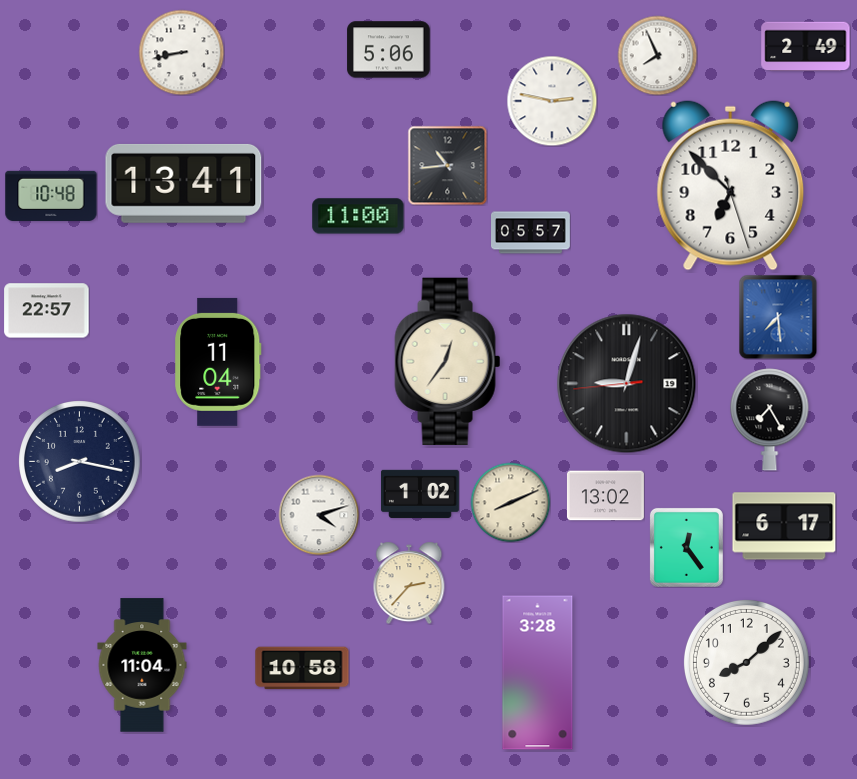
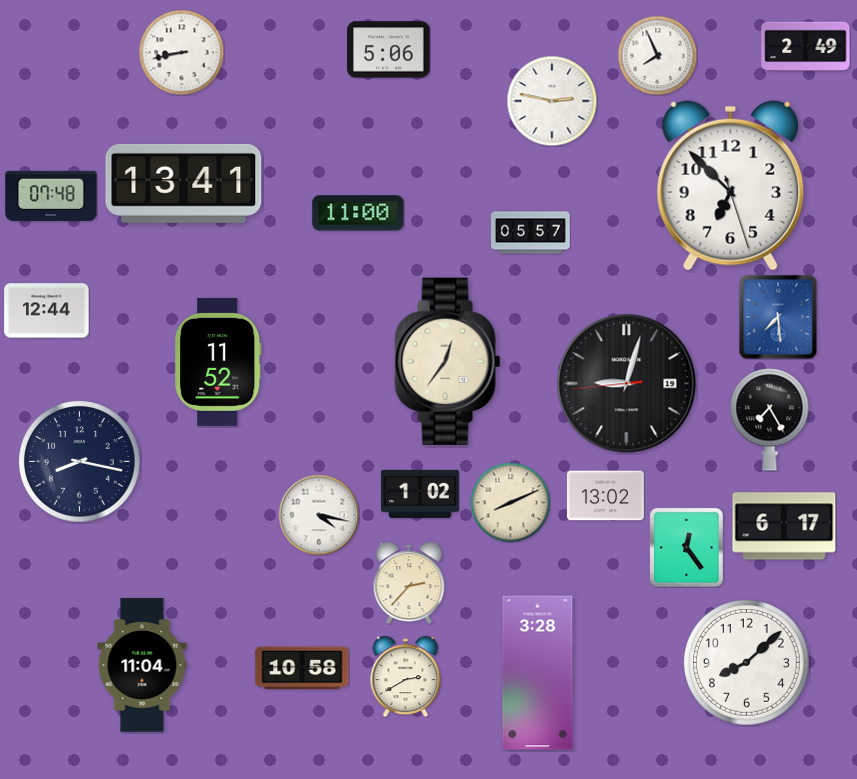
clock at (447, 165): 10:44 -> none
clock at (51, 196): 10:48 -> 07:48
clock at (358, 216) position: (358, 216) -> (358, 213)
clock at (47, 311): 22:57 -> 12:44
clock at (218, 362): 11:04 -> 11:52
clock at (319, 515): 4:12 -> 4:17
clock at (406, 676): none -> 2:40
